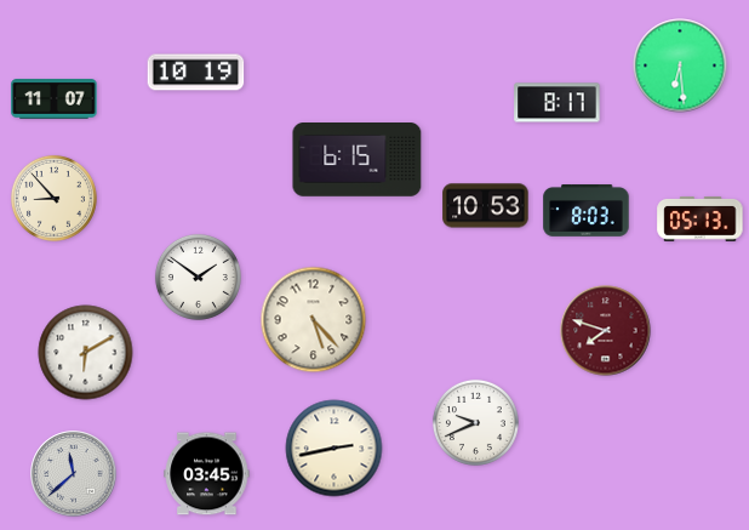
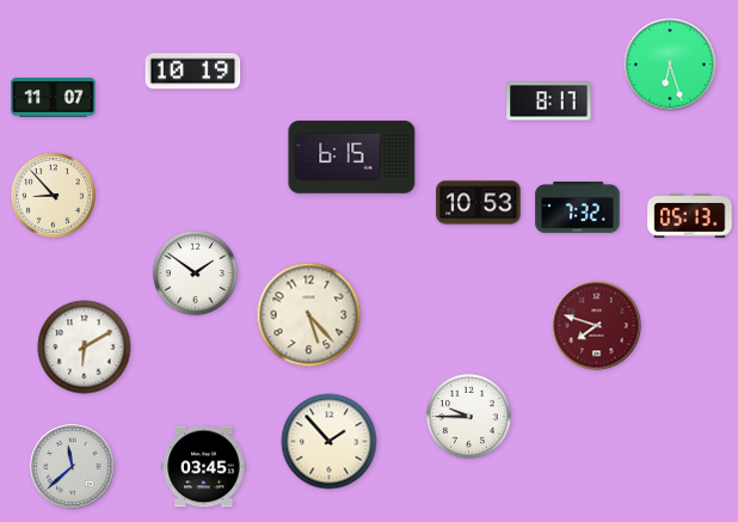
clock at (680, 65): 6:29 -> 6:27
clock at (587, 211): 8:03 -> 7:32
clock at (475, 422): 9:41 -> 9:45
clock at (335, 449): 2:43 -> 1:53
